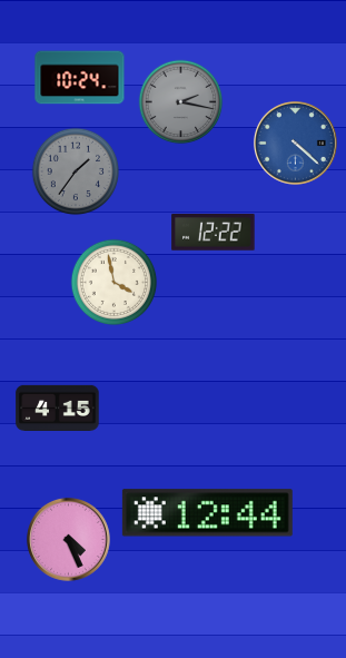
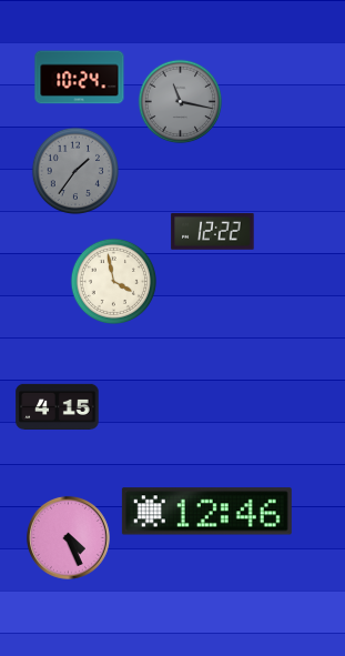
clock at (181, 102): 2:17 -> 11:17
clock at (295, 143): 4:22 -> none
clock at (207, 513): 12:44 -> 12:46
